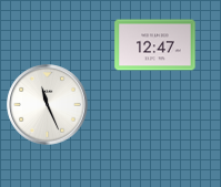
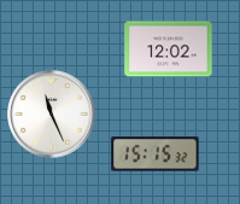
clock at (155, 45): 12:47 -> 12:02
clock at (156, 155): none -> 15:15
